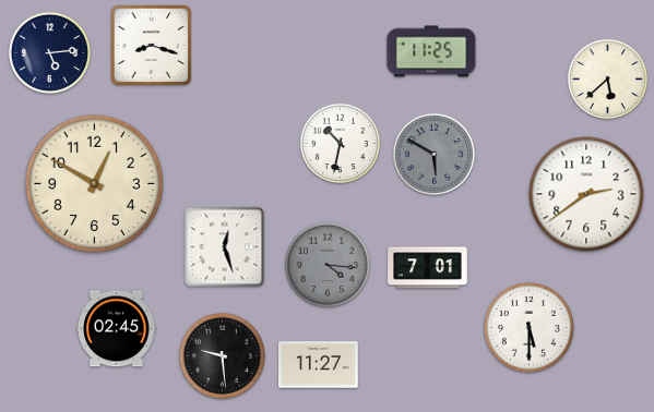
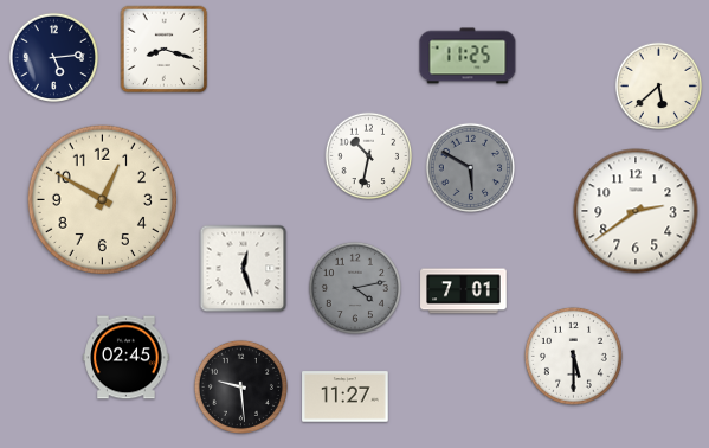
clock at (328, 265): 4:16 -> 4:13
